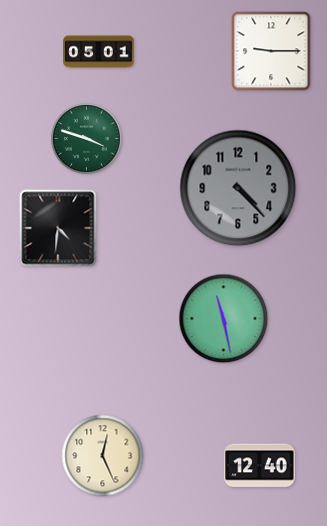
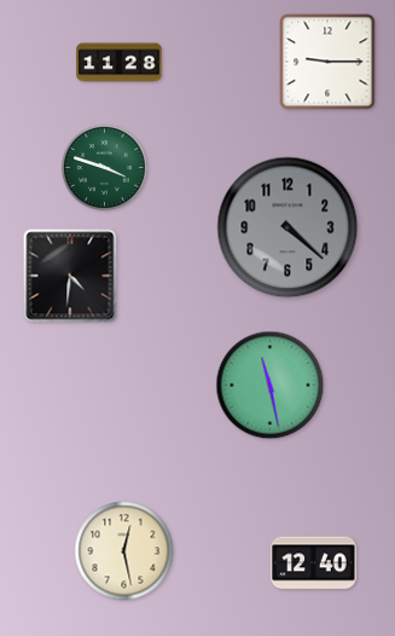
clock at (99, 52): 05:01 -> 11:28
clock at (238, 188): 4:23 -> 4:22
clock at (103, 456): 12:26 -> 12:28
